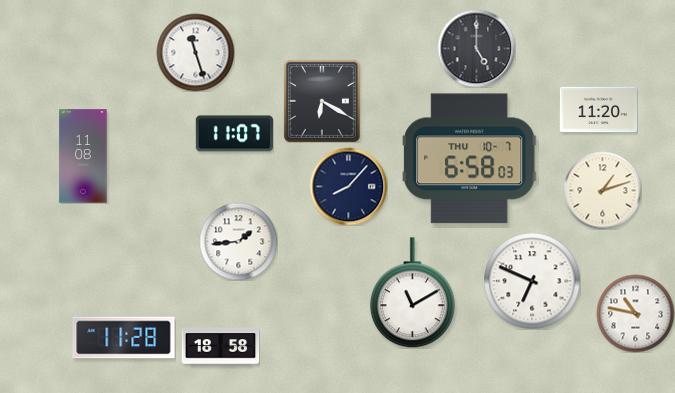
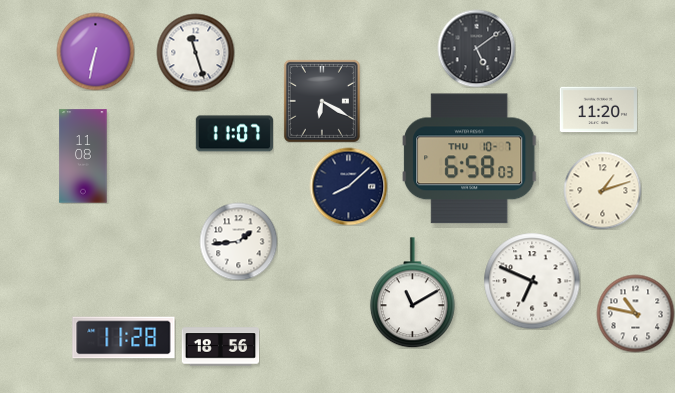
clock at (476, 48): 5:00 -> 5:09
clock at (95, 51): none -> 6:32
clock at (348, 186): 8:07 -> 8:08
clock at (220, 347): 18:58 -> 18:56
